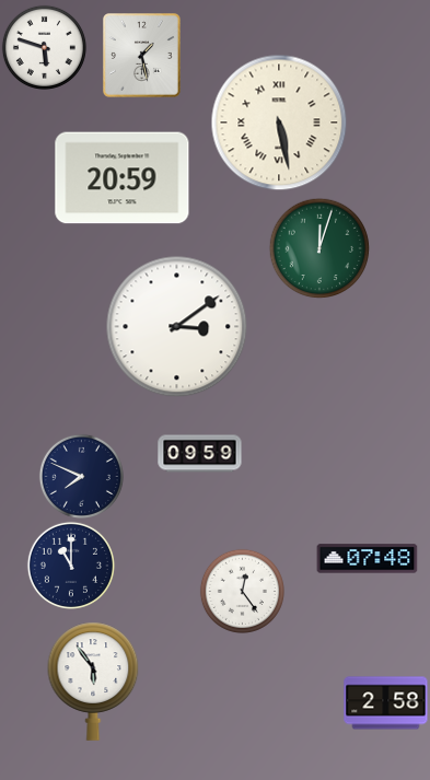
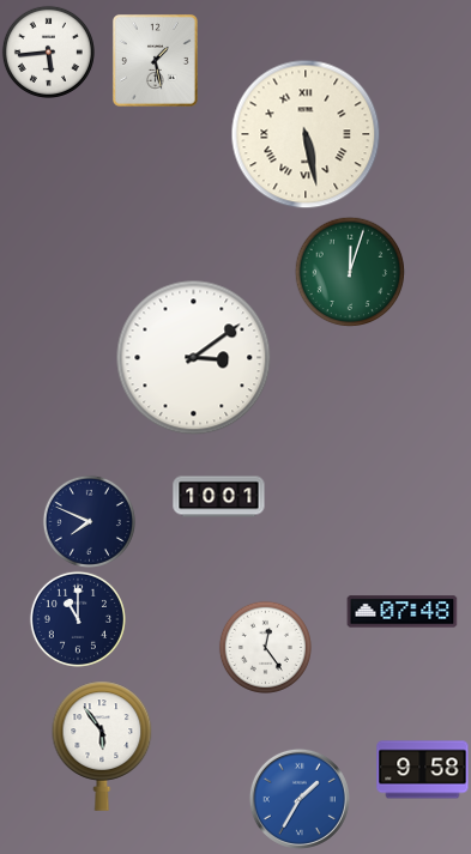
clock at (44, 47): 5:48 -> 5:44
clock at (123, 178): 20:59 -> none
clock at (200, 454): 09:59 -> 10:01
clock at (386, 703): 2:58 -> 9:58
clock at (300, 799): none -> 1:35
